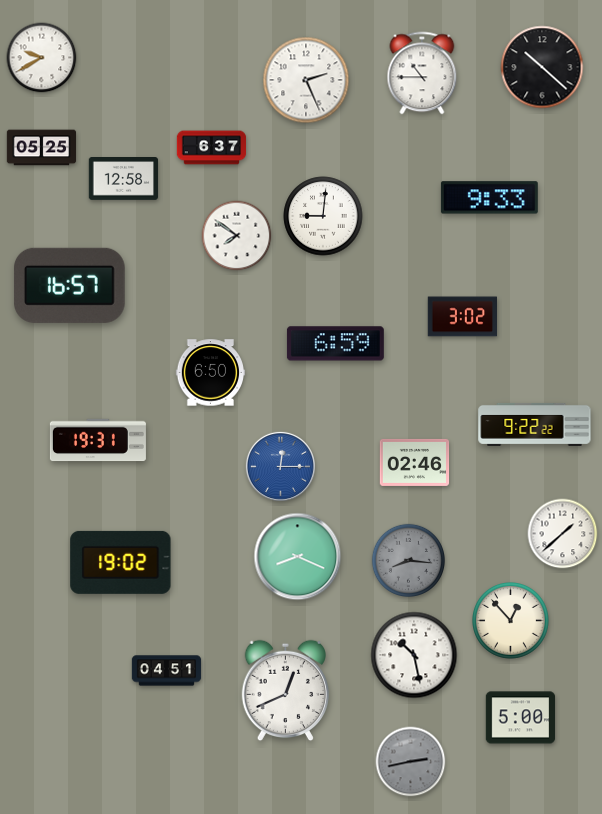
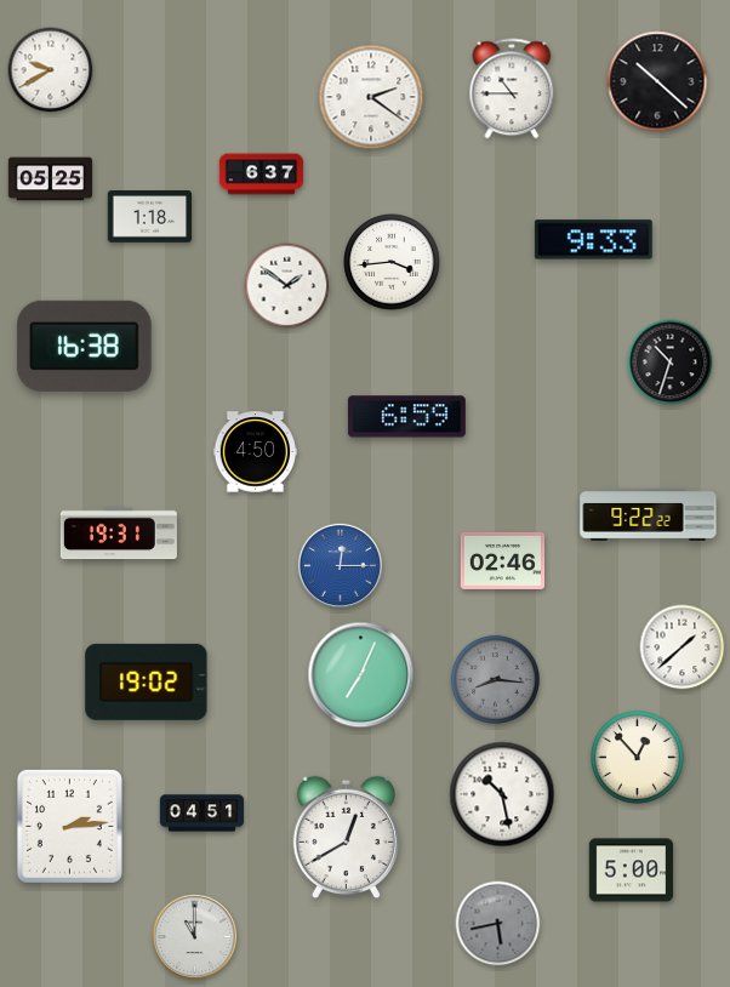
clock at (306, 80): 2:26 -> 2:21
clock at (212, 148) position: (212, 148) -> (262, 175)
clock at (124, 179): 12:58 -> 1:18
clock at (323, 216): 9:01 -> 3:44
clock at (237, 236): 7:51 -> 1:51
clock at (69, 285): 16:57 -> 16:38
clock at (671, 363): none -> 10:33
clock at (462, 317): 3:02 -> none
clock at (211, 373): 6:50 -> 4:50
clock at (298, 557): 8:19 -> 7:04
clock at (511, 621) position: (511, 621) -> (638, 758)
clock at (69, 826): none -> 2:14
clock at (285, 691): 12:41 -> 12:40
clock at (411, 762): 2:43 -> 5:43
clock at (194, 936): none -> 11:00
